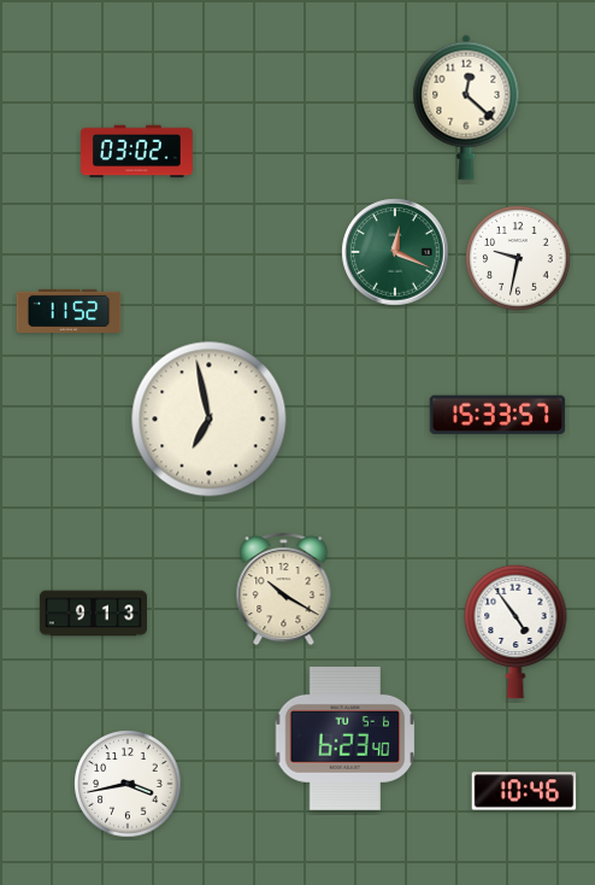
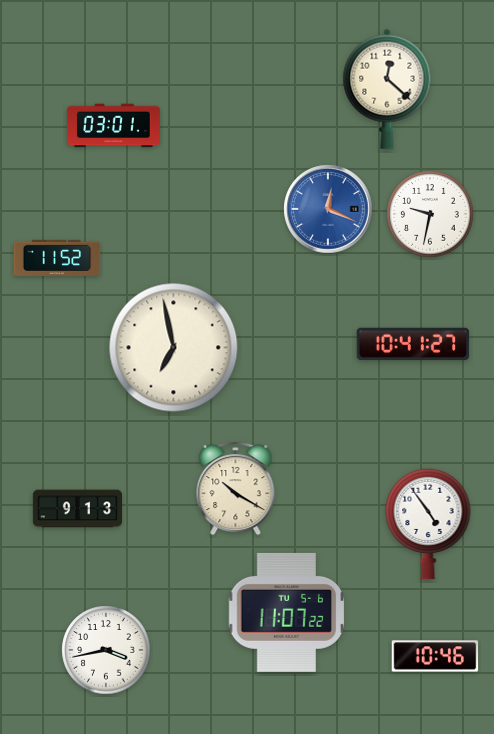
clock at (137, 152): 03:02 -> 03:01
clock at (395, 252) dial: green -> blue
clock at (497, 415): 15:33 -> 10:41
clock at (346, 738): 6:23 -> 11:07
